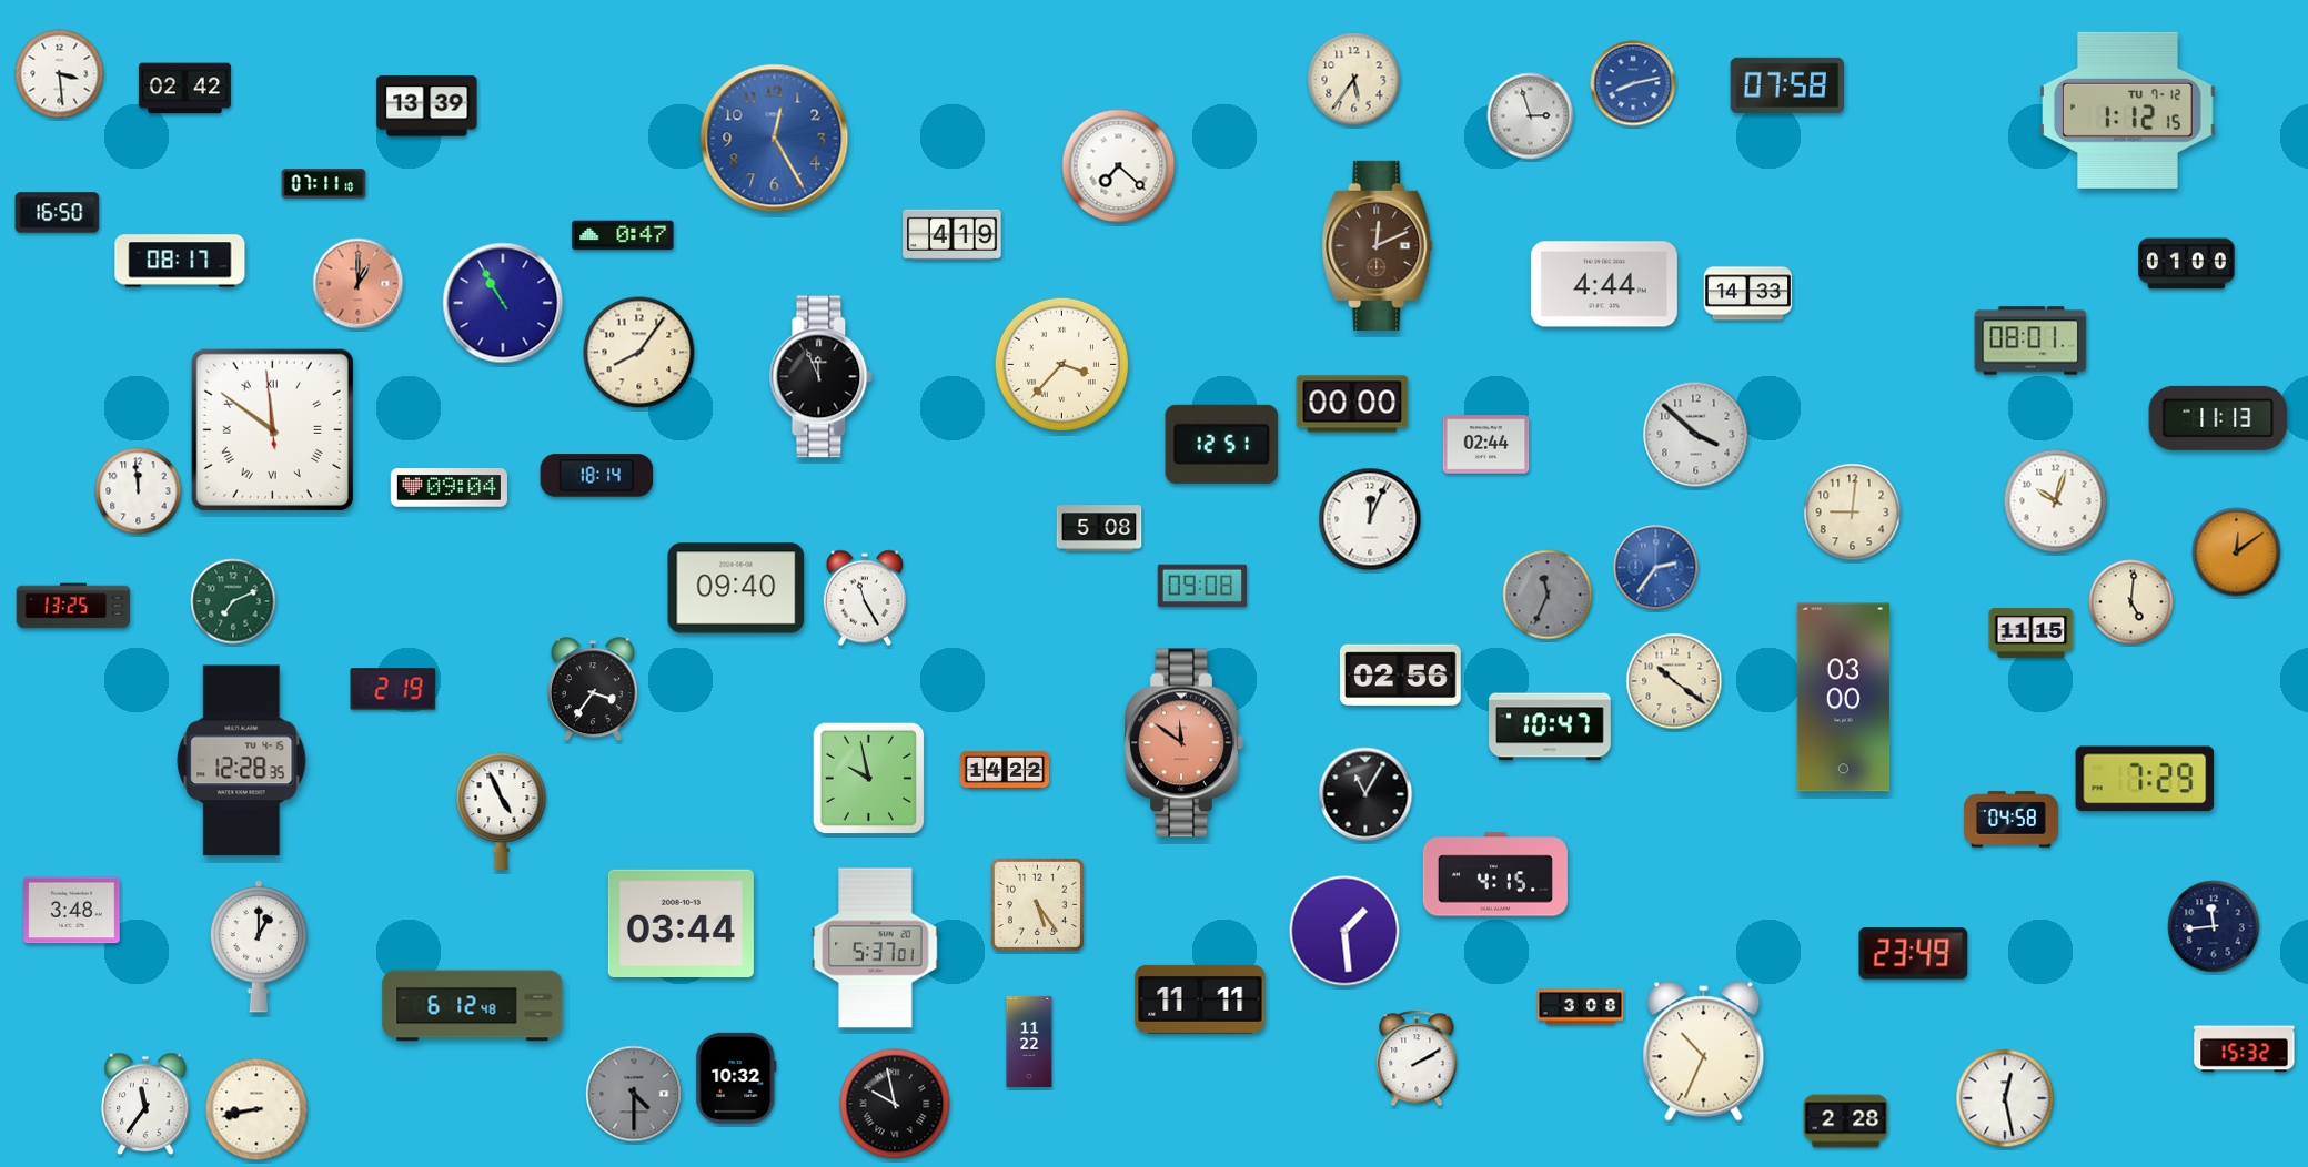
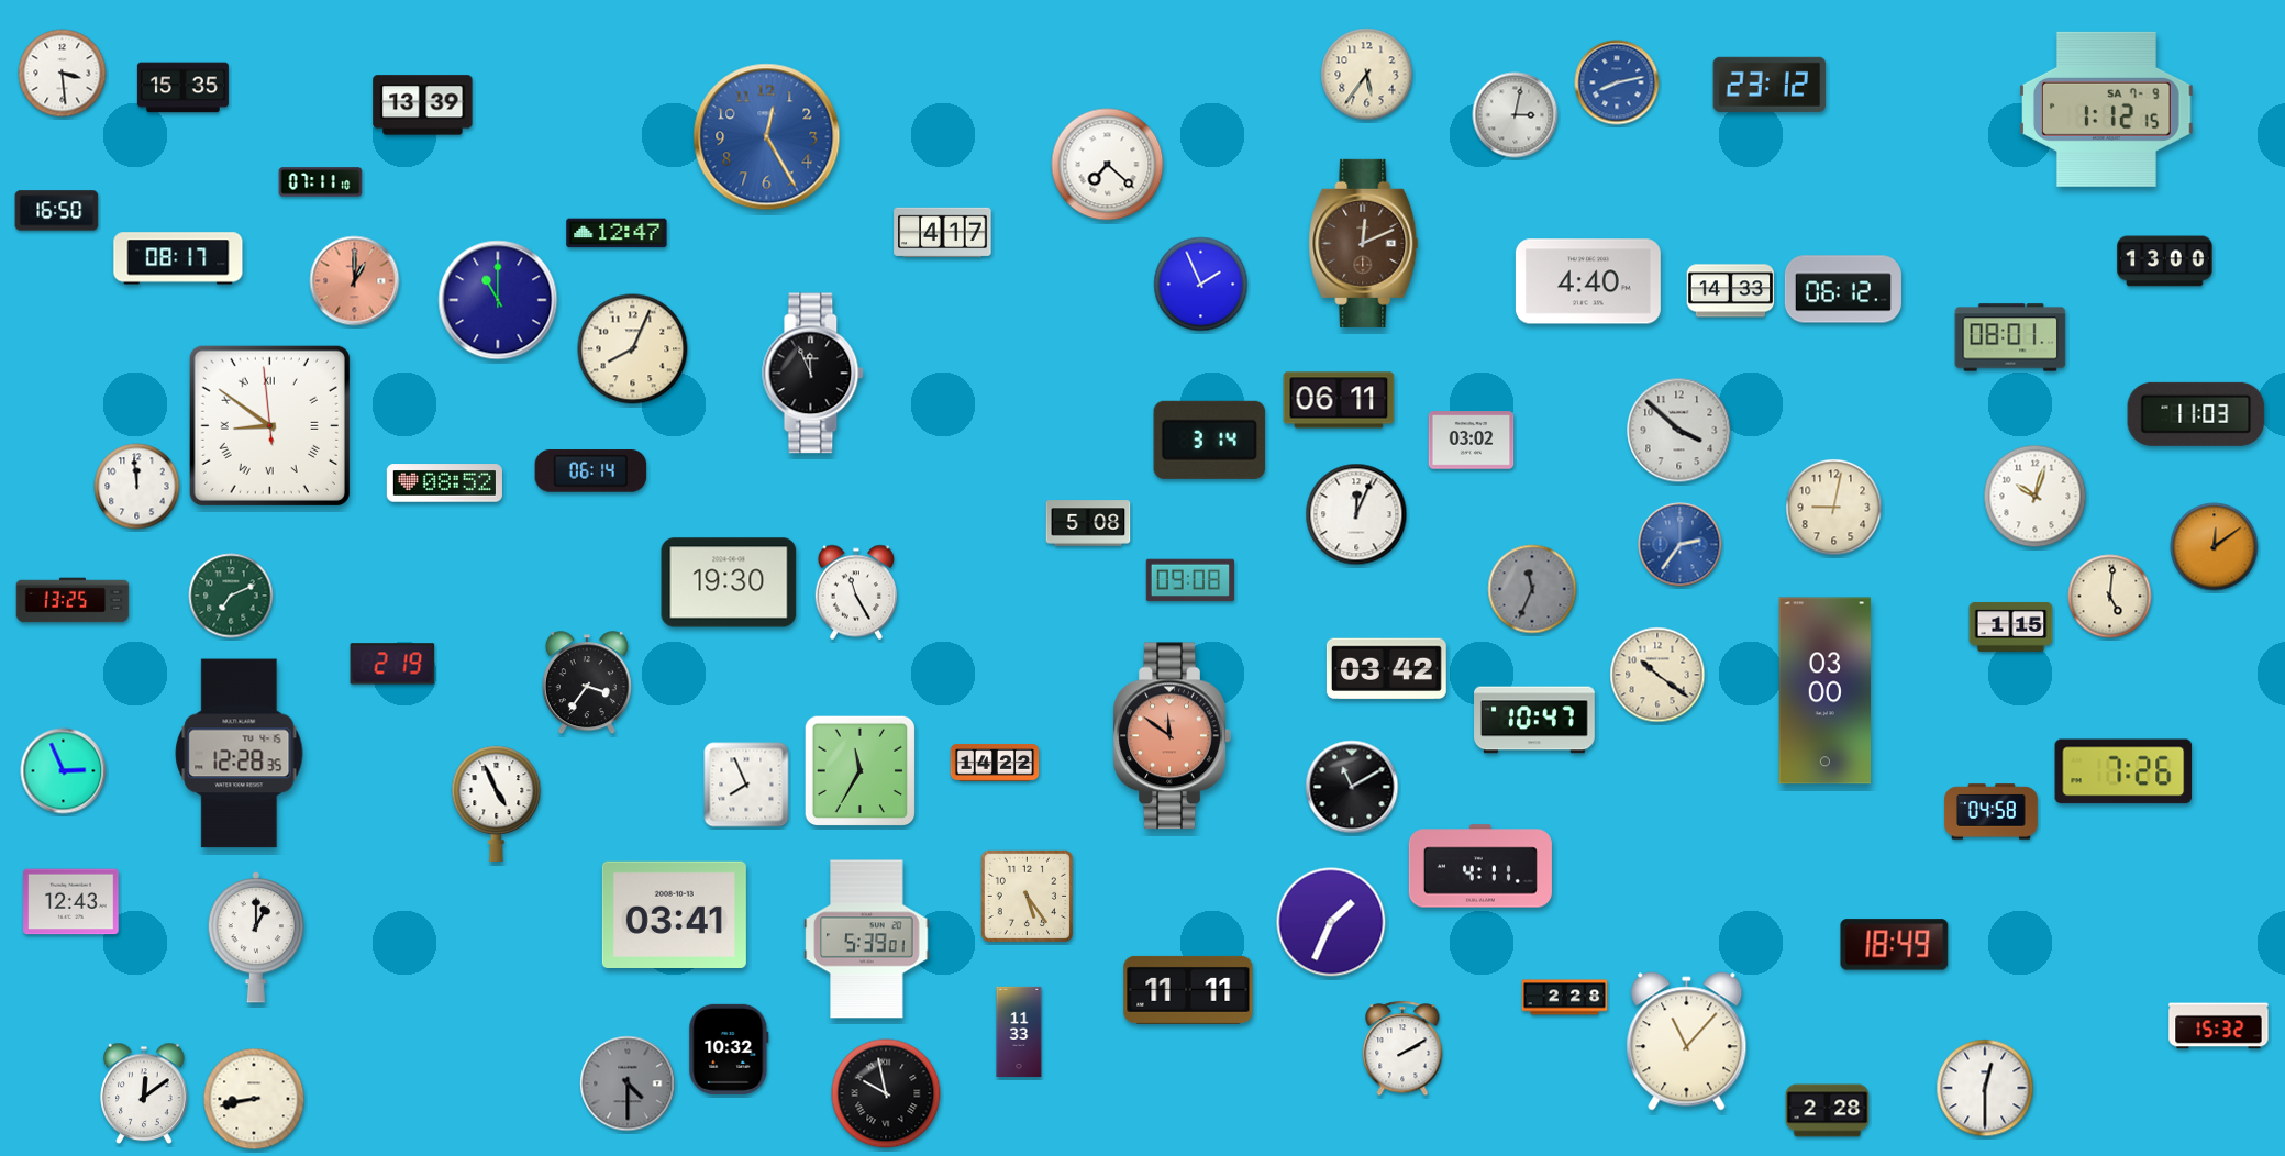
clock at (60, 74) position: (60, 74) -> (63, 74)
clock at (1354, 80) position: (1354, 80) -> (1367, 75)
clock at (1787, 85): 07:58 -> 23:12
clock at (184, 89): 02:42 -> 15:35
clock at (2128, 110) date: TU 7-12 -> SA 7-9
clock at (1531, 116): 2:57 -> 3:02
clock at (623, 235): 0:47 -> 12:47
clock at (953, 235): 4:19 -> 4:17
clock at (2187, 264): 01:00 -> 13:00
clock at (1604, 284): 4:44 -> 4:40
clock at (1201, 285): none -> 1:56
clock at (1843, 289): none -> 06:12
clock at (503, 303): 10:55 -> 11:00
clock at (639, 353): 8:06 -> 8:04
clock at (1062, 365): 3:37 -> none
clock at (1352, 404): 00:00 -> 06:11
clock at (2218, 418): 11:13 -> 11:03
clock at (272, 429): 11:50 -> 8:50
clock at (1222, 444): 12:51 -> 3:14
clock at (1486, 445): 02:44 -> 03:02
clock at (597, 476): 18:14 -> 06:14
clock at (449, 488): 09:04 -> 08:52
clock at (1853, 513): 9:01 -> 9:02
clock at (1656, 568) position: (1656, 568) -> (1681, 545)
clock at (736, 588): 09:40 -> 19:30
clock at (2032, 632): 11:15 -> 1:15
clock at (1400, 676): 02:56 -> 03:42
clock at (393, 689) position: (393, 689) -> (392, 664)
clock at (64, 771): none -> 2:56
clock at (869, 779): 9:58 -> 11:35
clock at (2145, 779): 7:29 -> 7:26
clock at (746, 785): none -> 7:56
clock at (1365, 794): 11:05 -> 11:10
clock at (1495, 874): 4:15 -> 4:11
clock at (72, 911): 3:48 -> 12:43
clock at (681, 923): 03:44 -> 03:41
clock at (2214, 926): 11:44 -> none
clock at (1344, 931): 1:29 -> 1:34
clock at (876, 948): 5:37 -> 5:39
clock at (1914, 954): 23:49 -> 18:49
clock at (473, 1006): 6:12 -> none
clock at (1581, 1007): 3:08 -> 2:28
clock at (1029, 1042): 11:22 -> 11:33
clock at (2245, 1049) position: (2245, 1049) -> (2219, 1026)
clock at (1704, 1052): 10:34 -> 11:07
clock at (736, 1078) position: (736, 1078) -> (729, 1049)
clock at (2005, 1098): 12:28 -> 12:30
clock at (145, 1104): 11:36 -> 12:09
